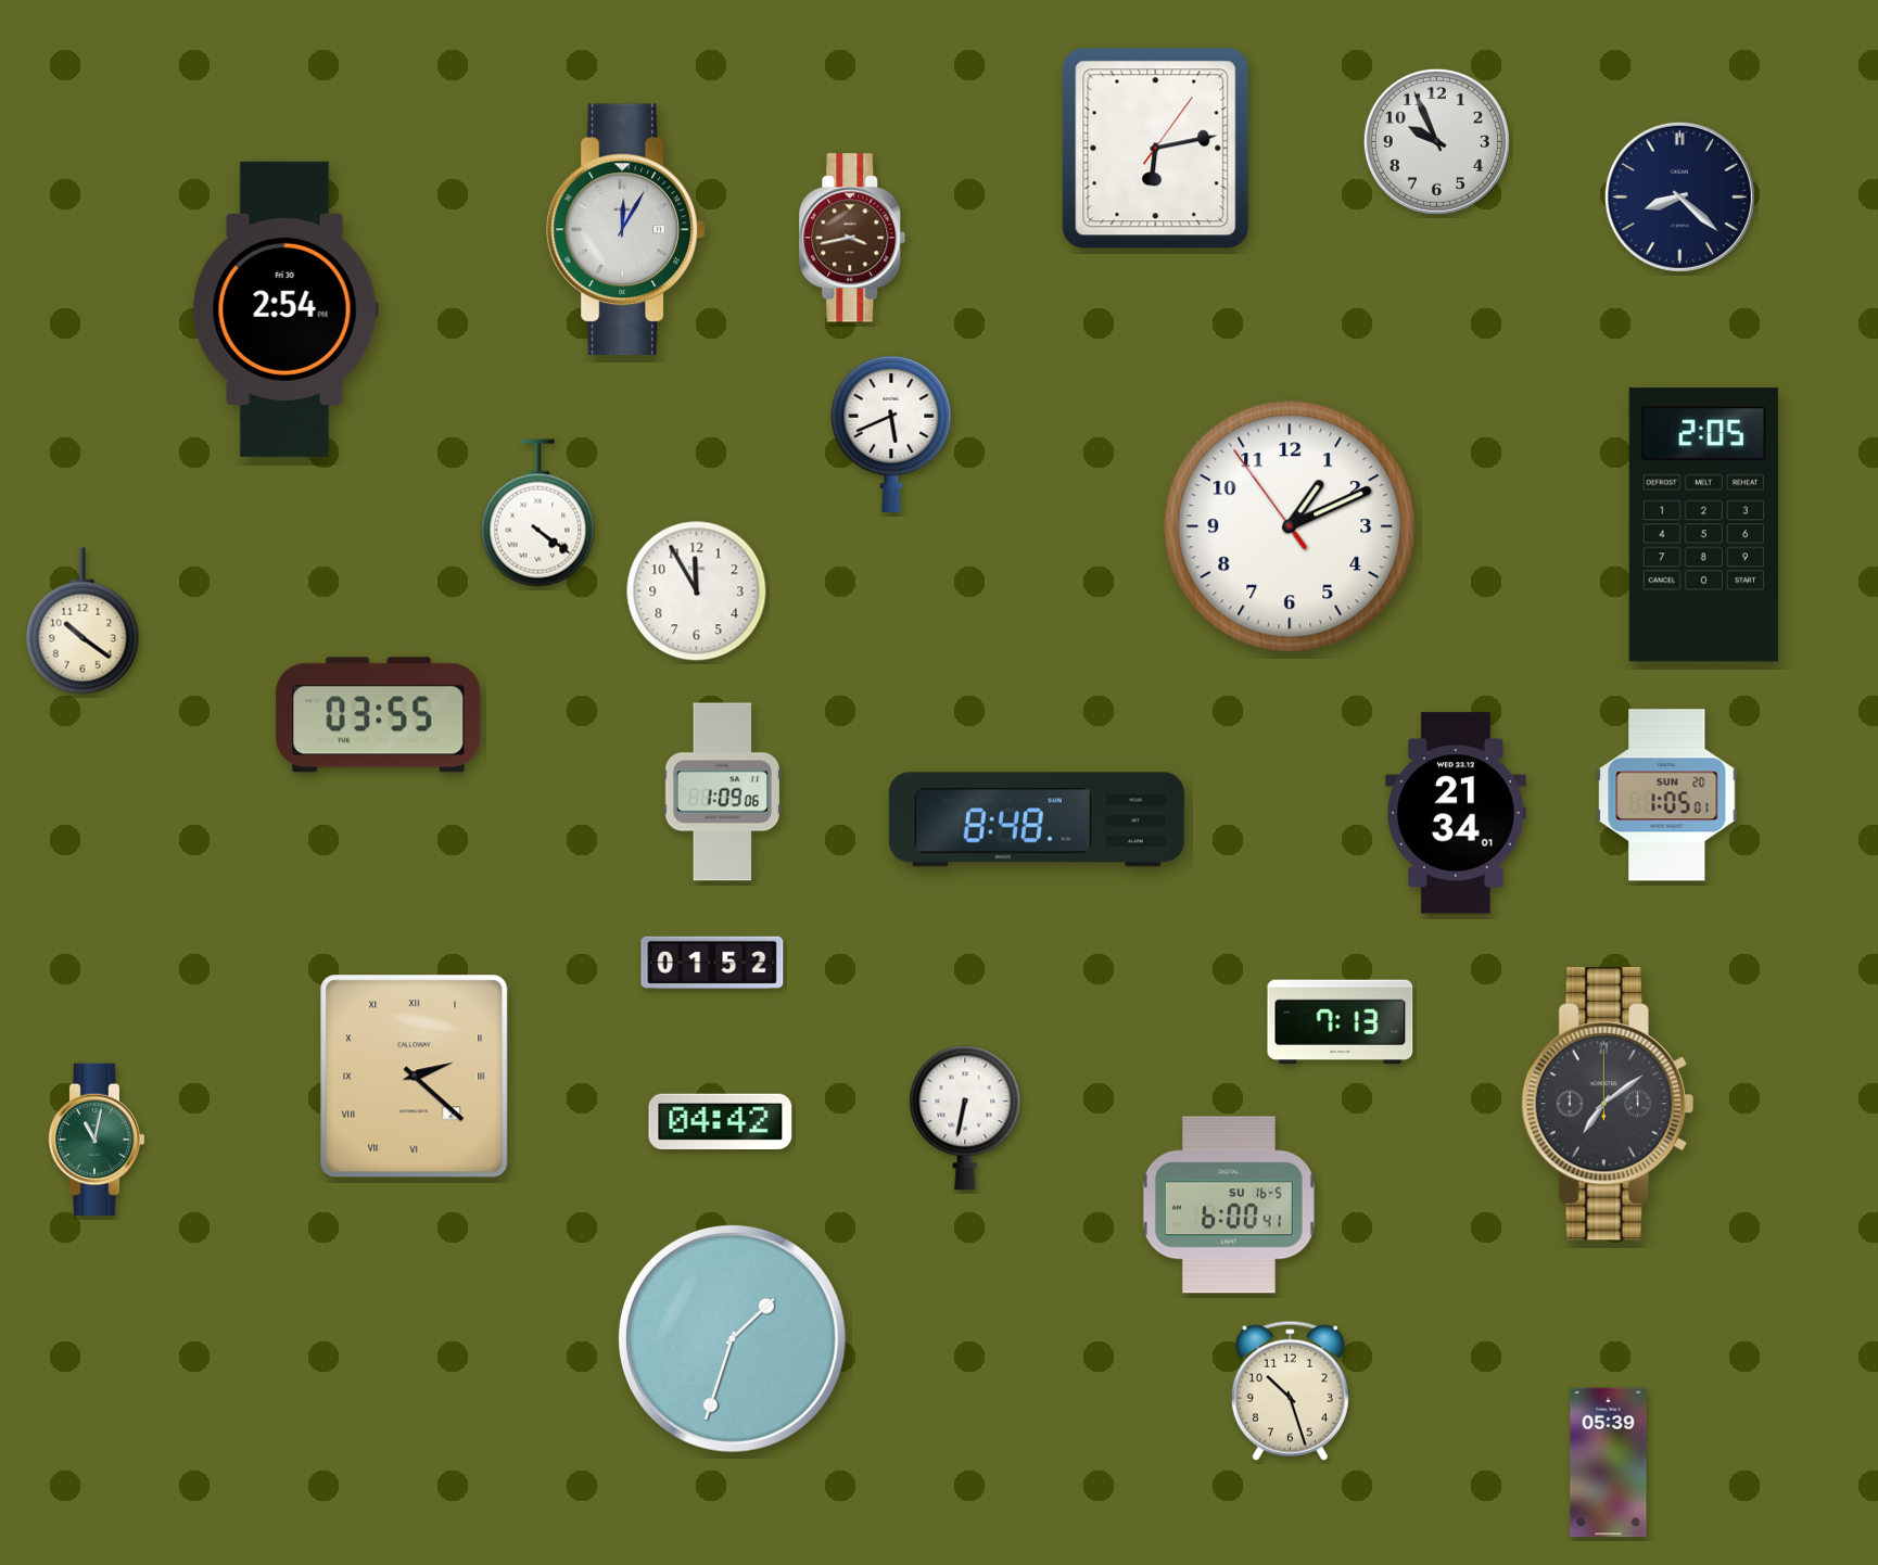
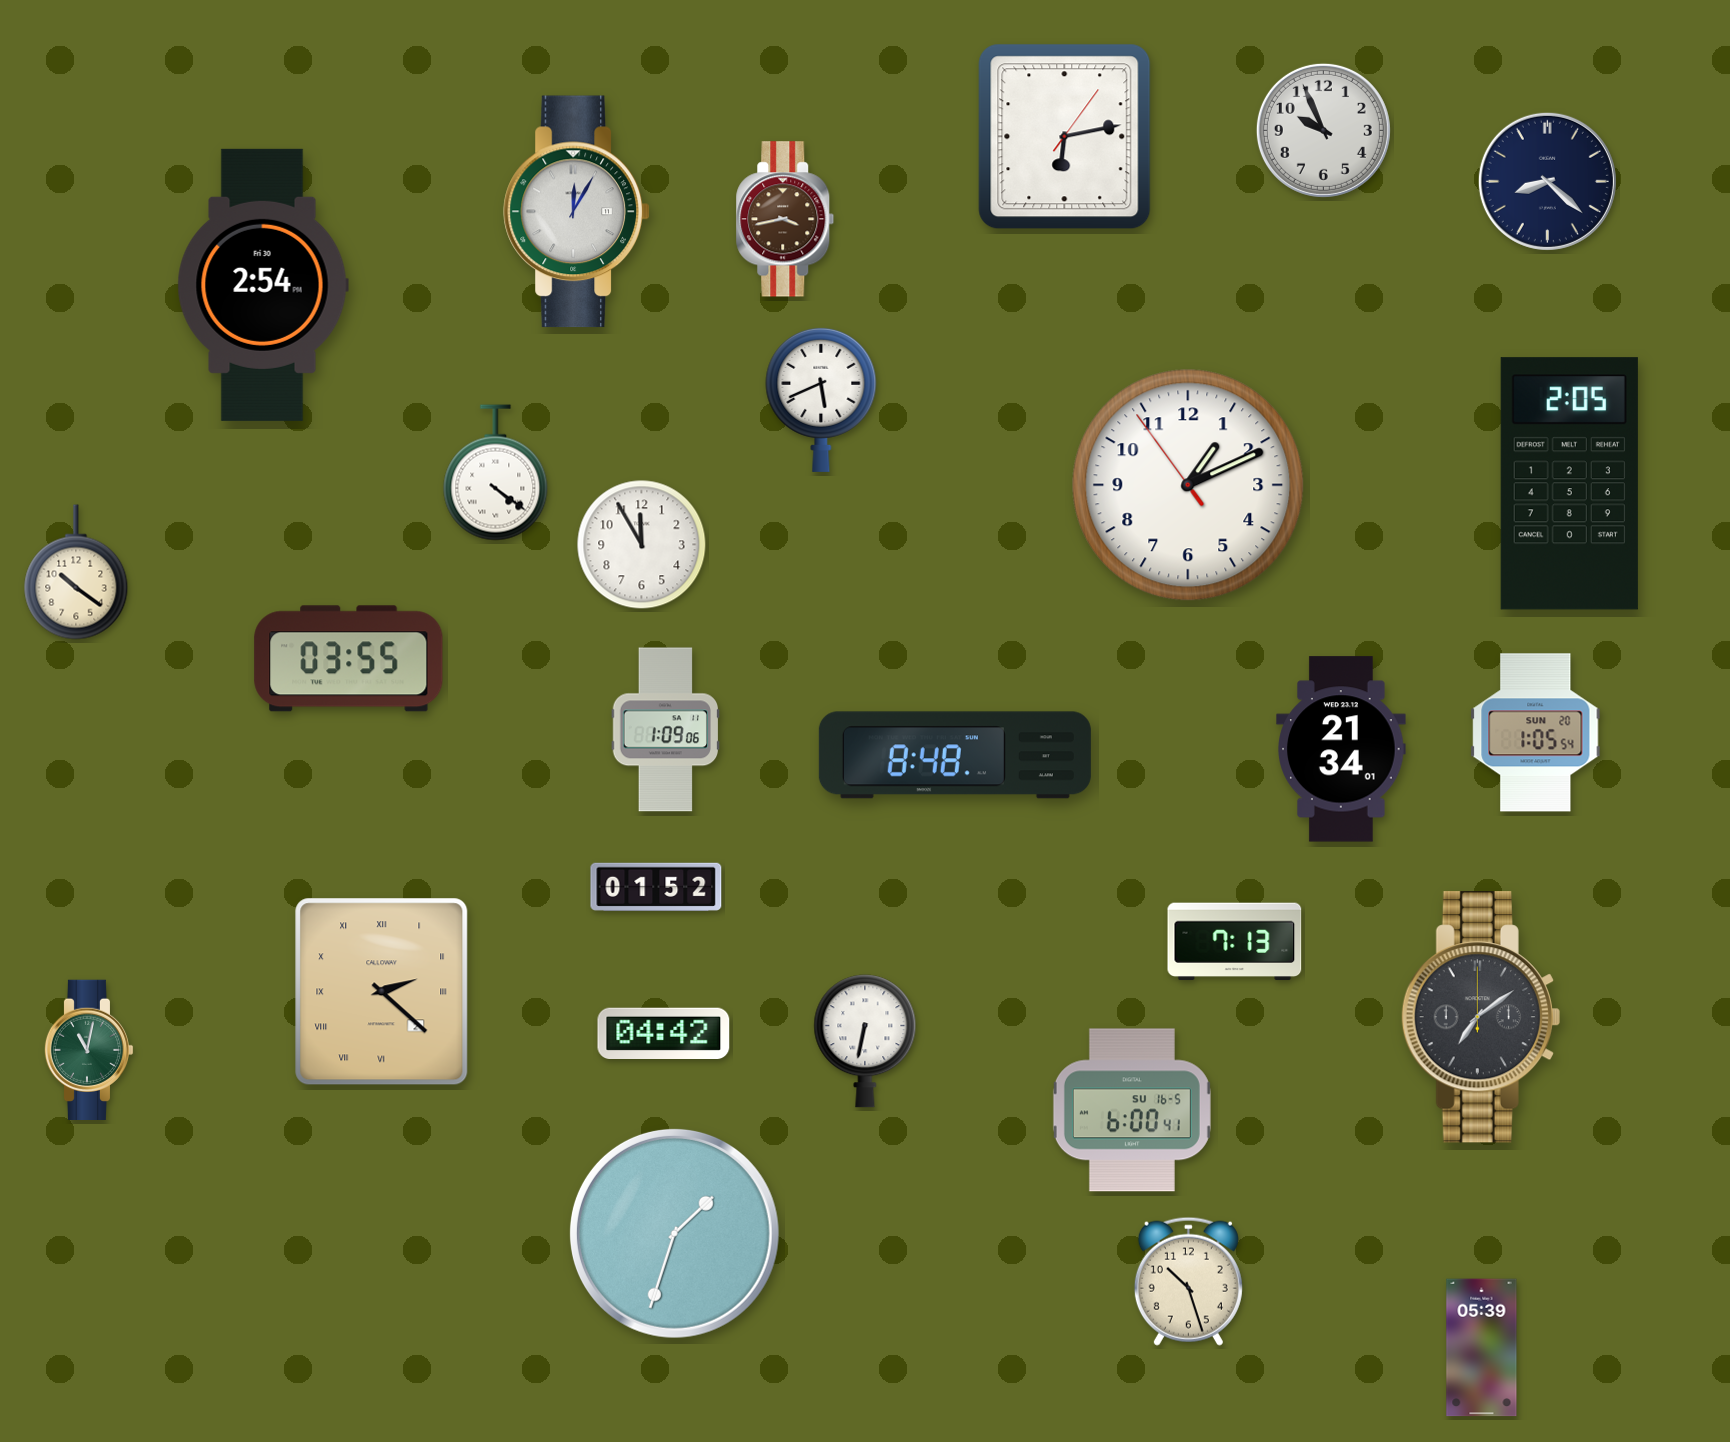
clock at (1667, 796): 1:05:01 -> 1:05:54
clock at (965, 1118) position: (965, 1118) -> (865, 1041)
